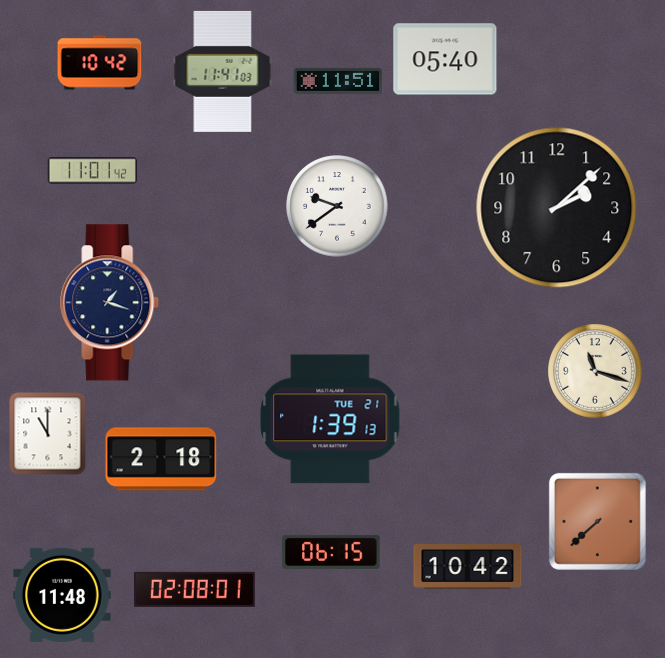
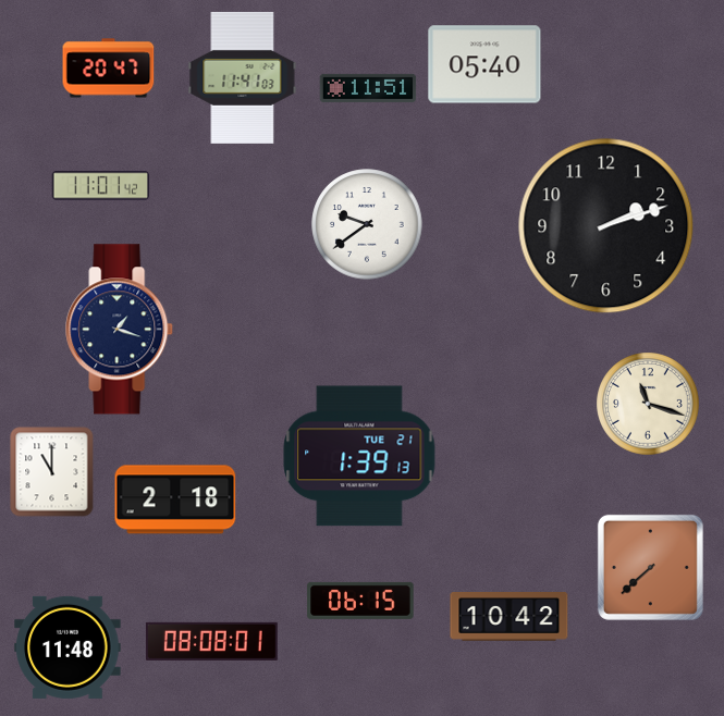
clock at (100, 63): 10:42 -> 20:47
clock at (557, 208): 2:08 -> 2:12
clock at (194, 589): 02:08 -> 08:08
